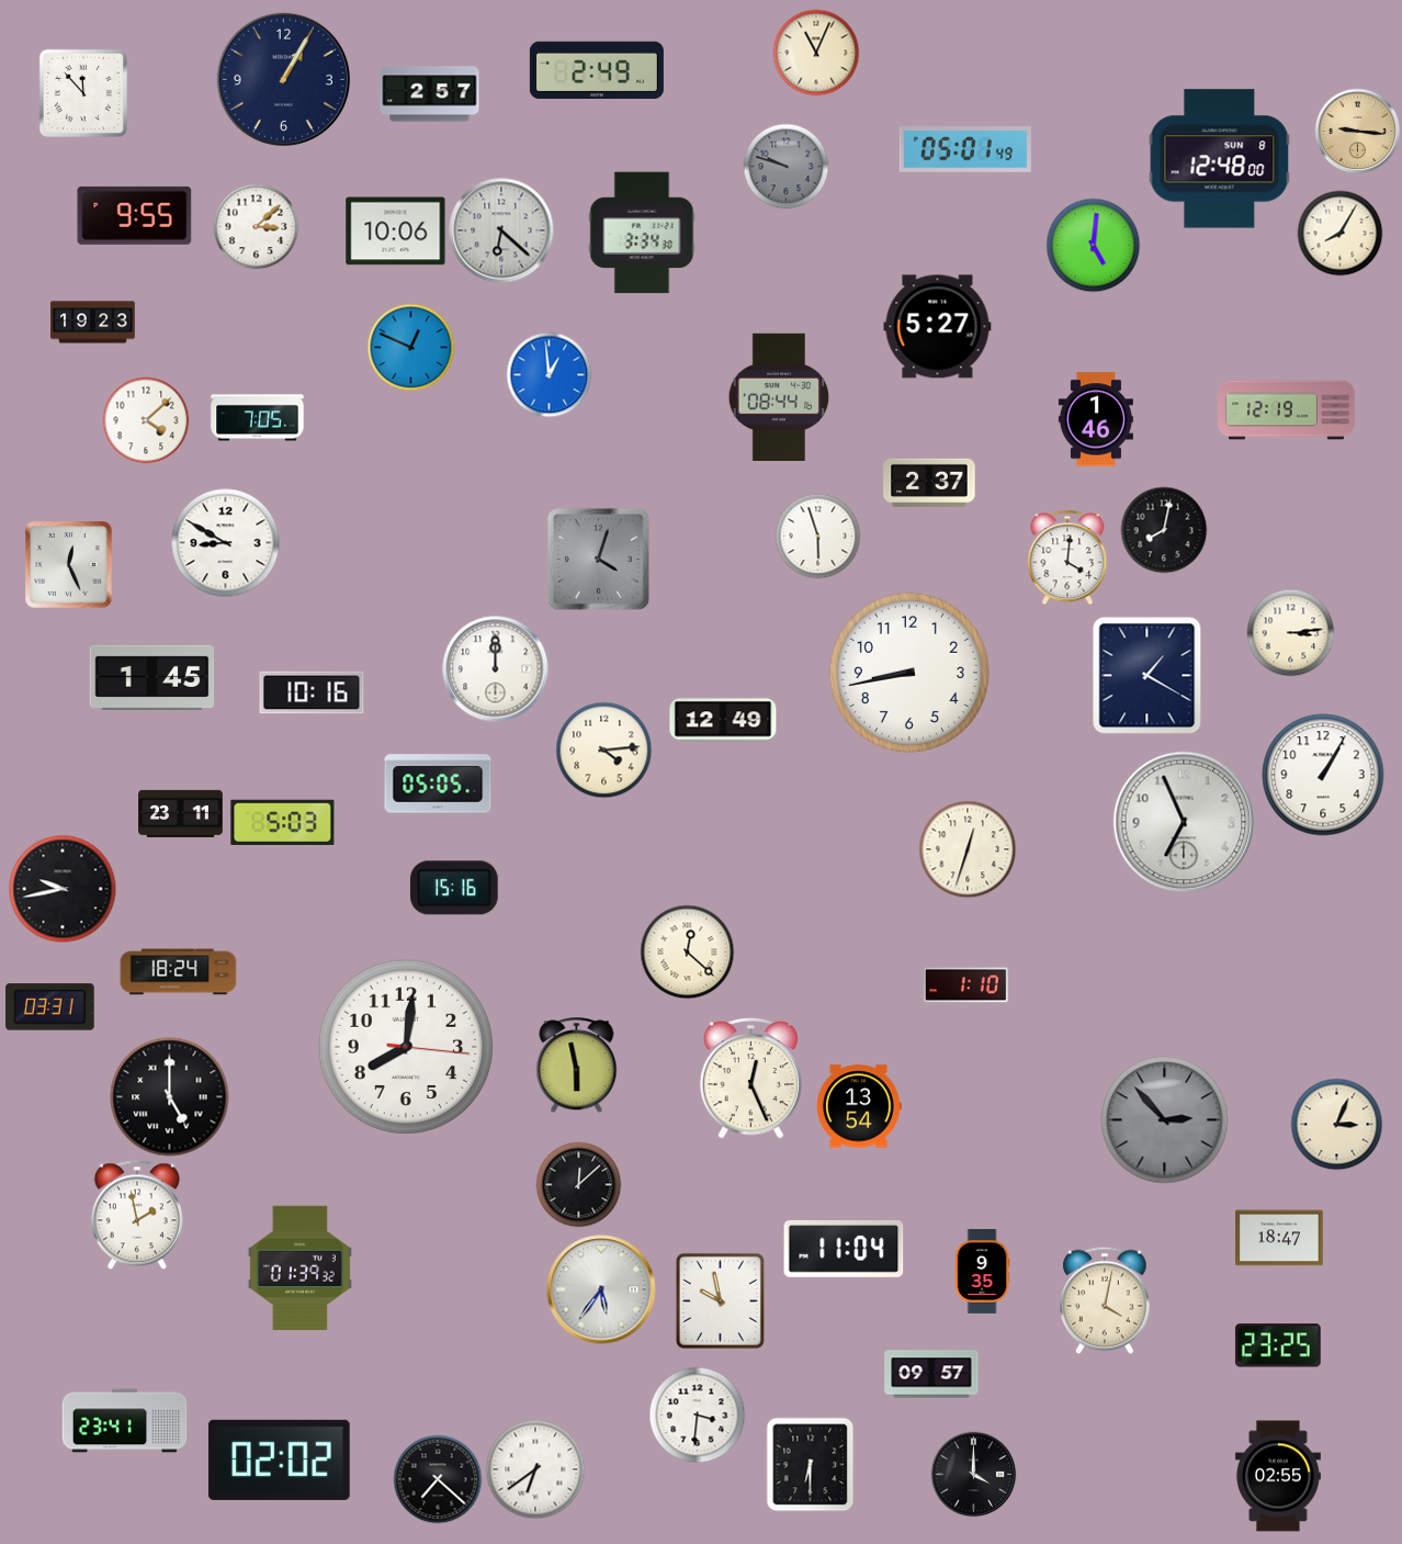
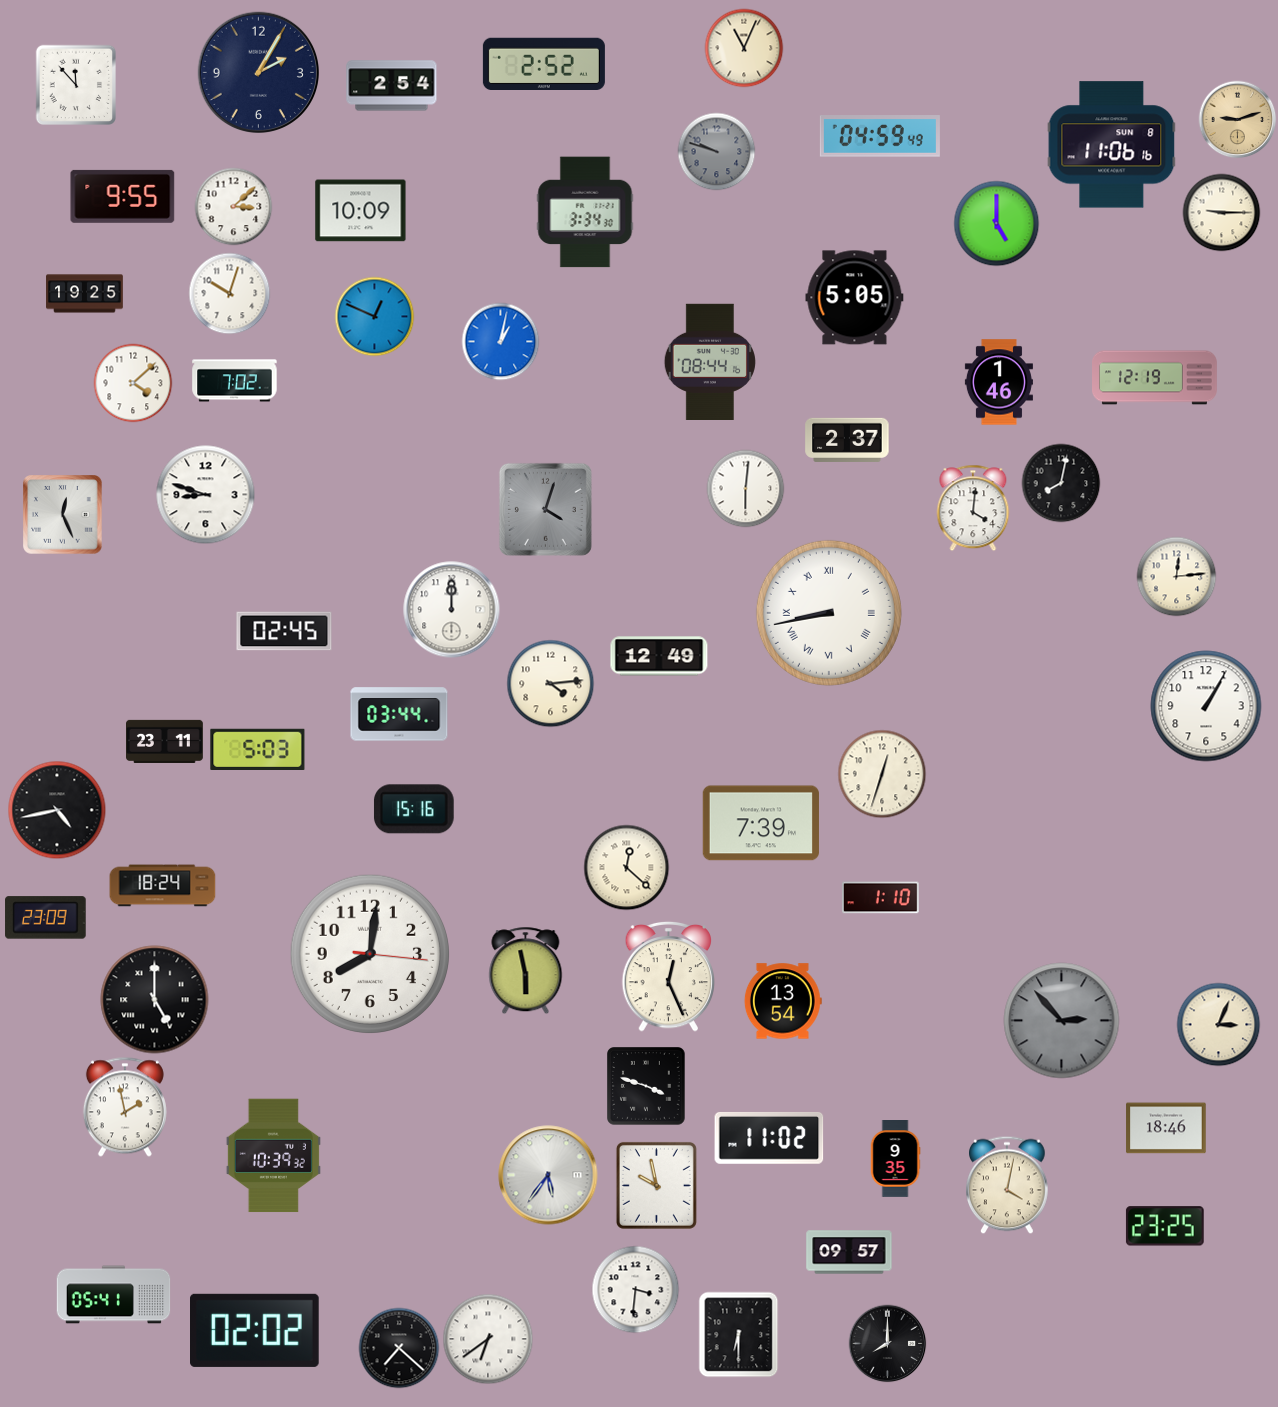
clock at (597, 69): 2:49 -> 2:52
clock at (283, 79): 1:05 -> 2:05
clock at (430, 94): 2:57 -> 2:54
clock at (1357, 131): 9:16 -> 9:12
clock at (965, 149): 05:01 -> 04:59
clock at (1220, 159): 12:48 -> 11:06
clock at (501, 230): 6:22 -> none
clock at (396, 232): 10:06 -> 10:09
clock at (1339, 233): 8:05 -> 9:15
clock at (1093, 245): 5:01 -> 5:00
clock at (229, 293): none -> 10:03
clock at (93, 323): 19:23 -> 19:25
clock at (938, 327): 5:27 -> 5:05
clock at (549, 374): 12:59 -> 1:02
clock at (1287, 410) position: (1287, 410) -> (1155, 378)
clock at (258, 418): 7:05 -> 7:02
clock at (817, 536): 5:57 -> 6:01
clock at (226, 543): 8:50 -> 8:48
clock at (1290, 632): 3:14 -> 12:14
clock at (909, 673) numerals: Arabic -> Roman
clock at (1147, 676): 1:20 -> none
clock at (152, 677): 1:45 -> none
clock at (312, 692): 10:16 -> 02:45
clock at (438, 784): 05:05 -> 03:44
clock at (1184, 822): 6:56 -> none
clock at (63, 889): 9:43 -> 4:43
clock at (761, 823): none -> 7:39
clock at (50, 1007): 03:31 -> 23:09
clock at (751, 1078) position: (751, 1078) -> (669, 976)
clock at (859, 1106) position: (859, 1106) -> (783, 1001)
clock at (578, 1184): 12:08 -> none
clock at (647, 1087): none -> 3:48
clock at (1279, 1238): 18:47 -> 18:46
clock at (844, 1249): 11:04 -> 11:02
clock at (299, 1269): 01:39 -> 10:39
clock at (125, 1421): 23:41 -> 05:41
clock at (973, 1474): 4:00 -> 8:00
clock at (1278, 1476): 02:55 -> none
